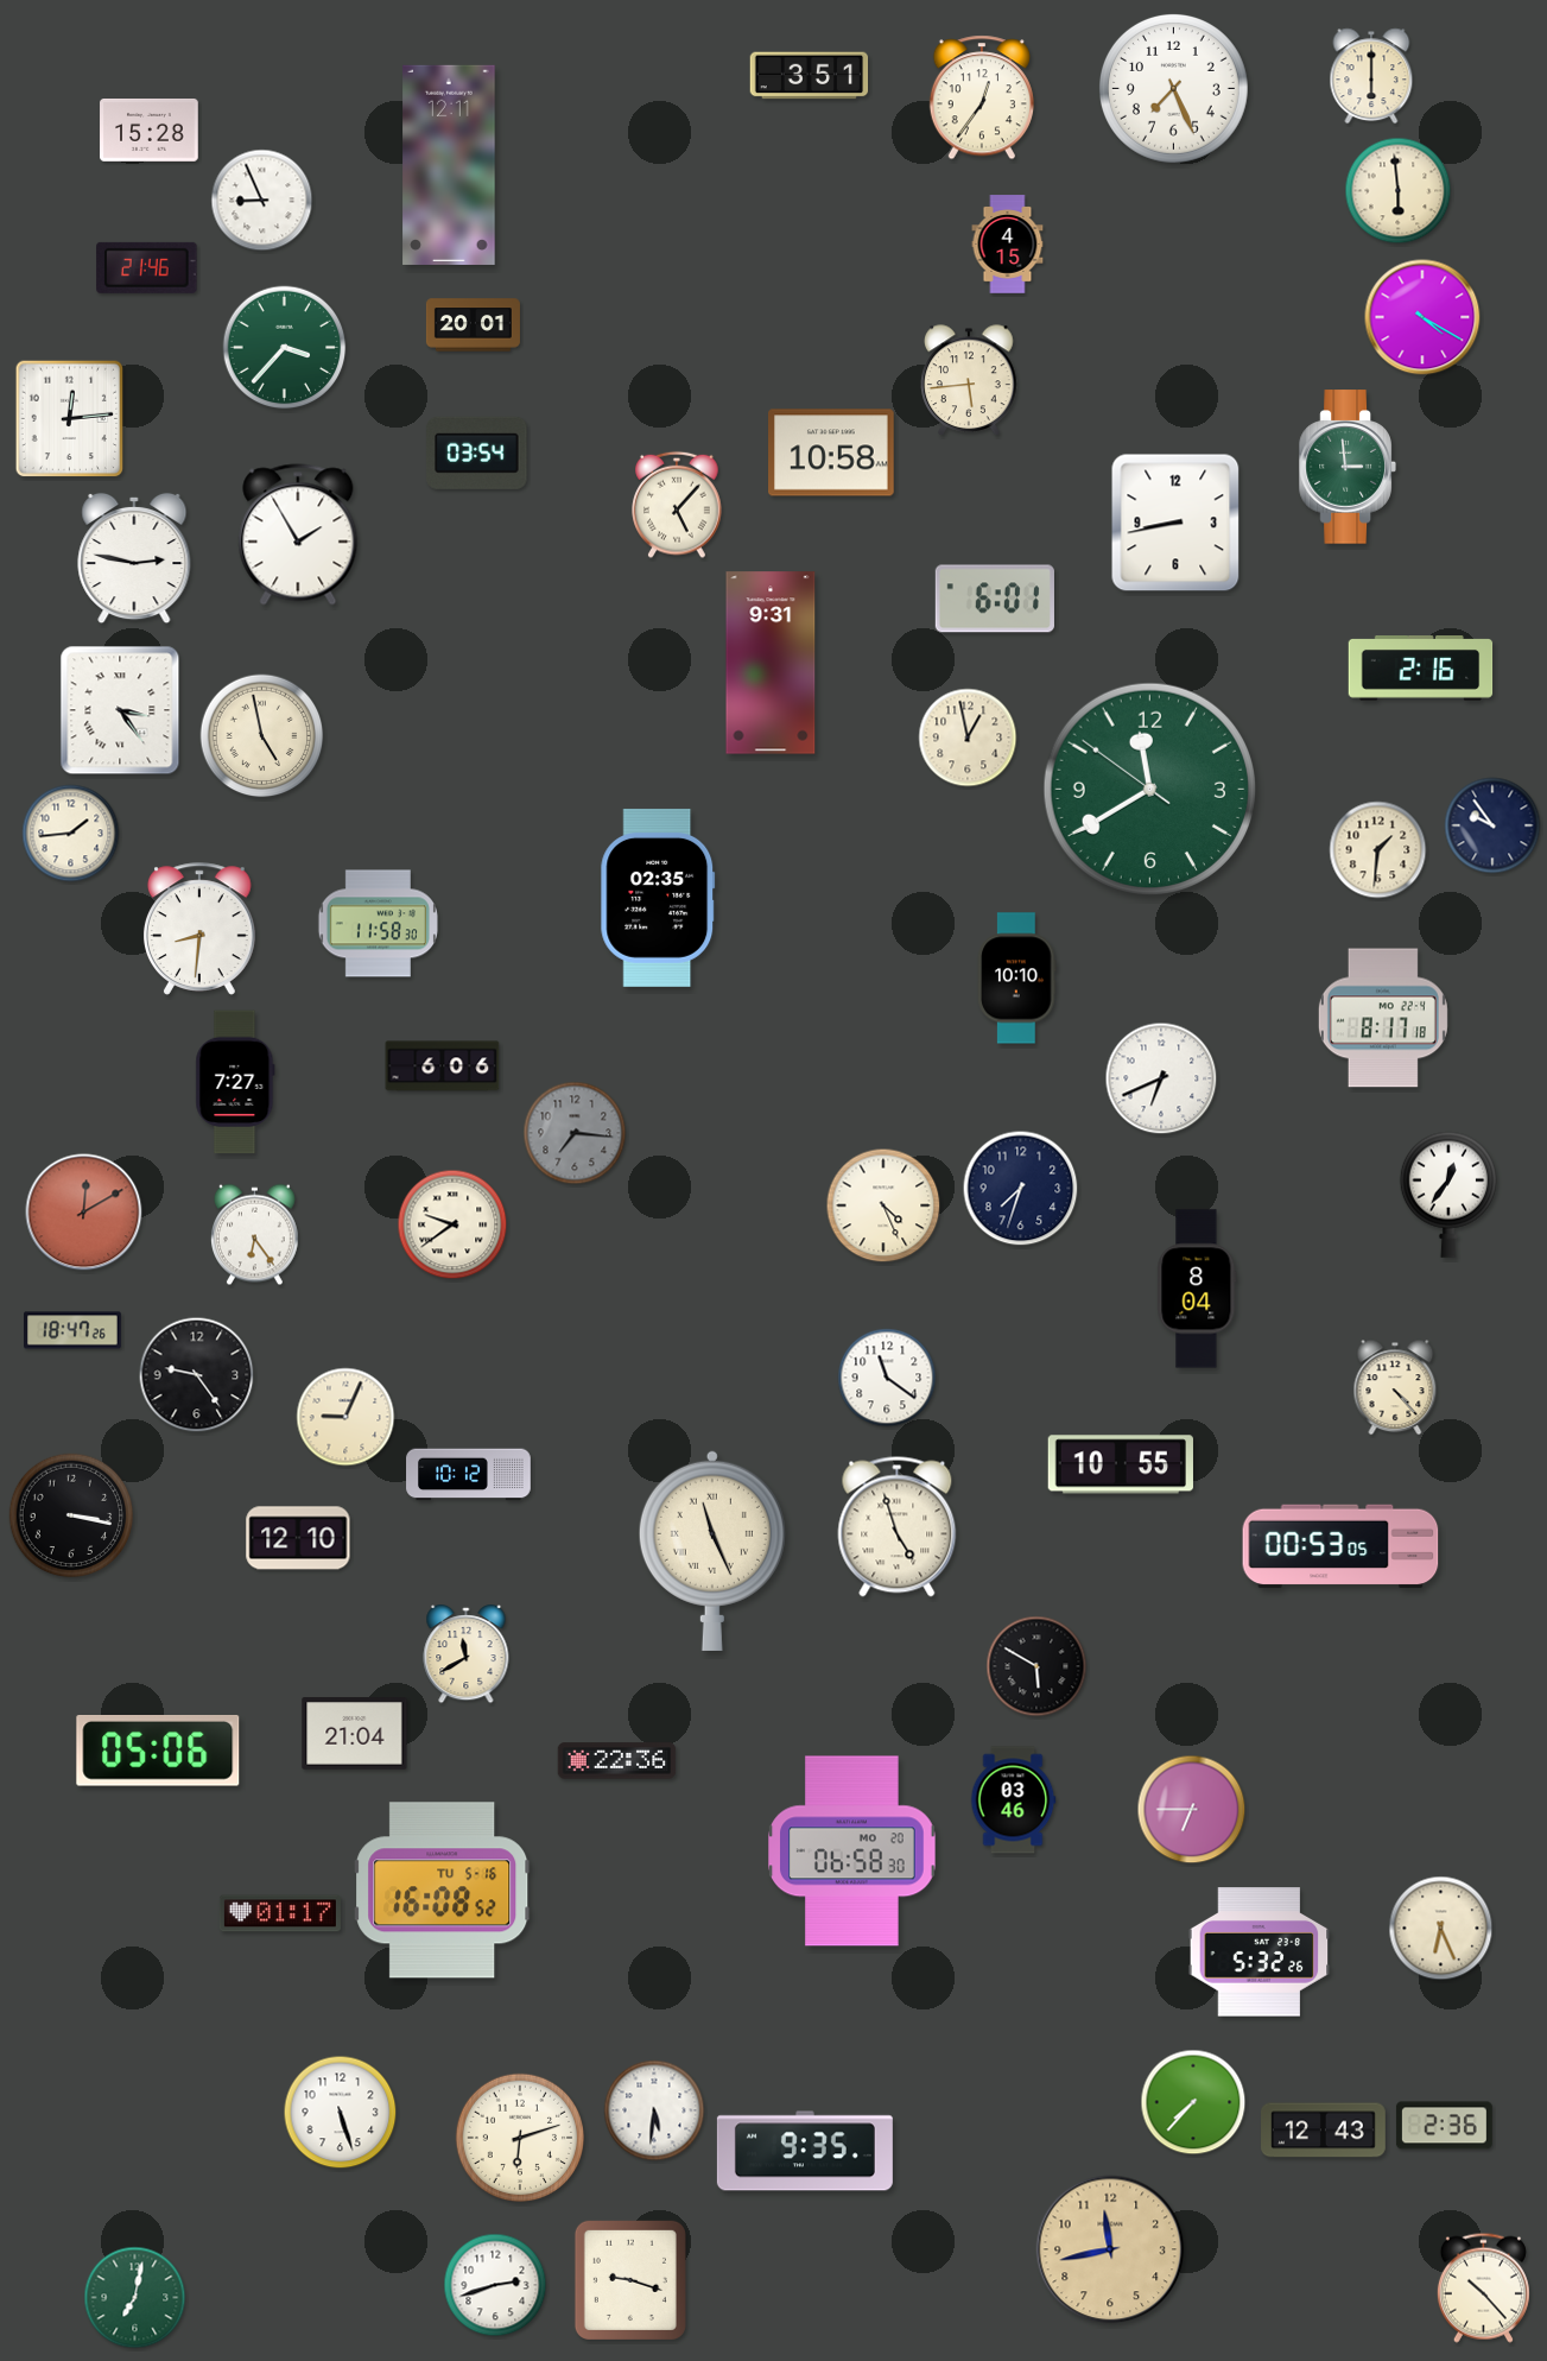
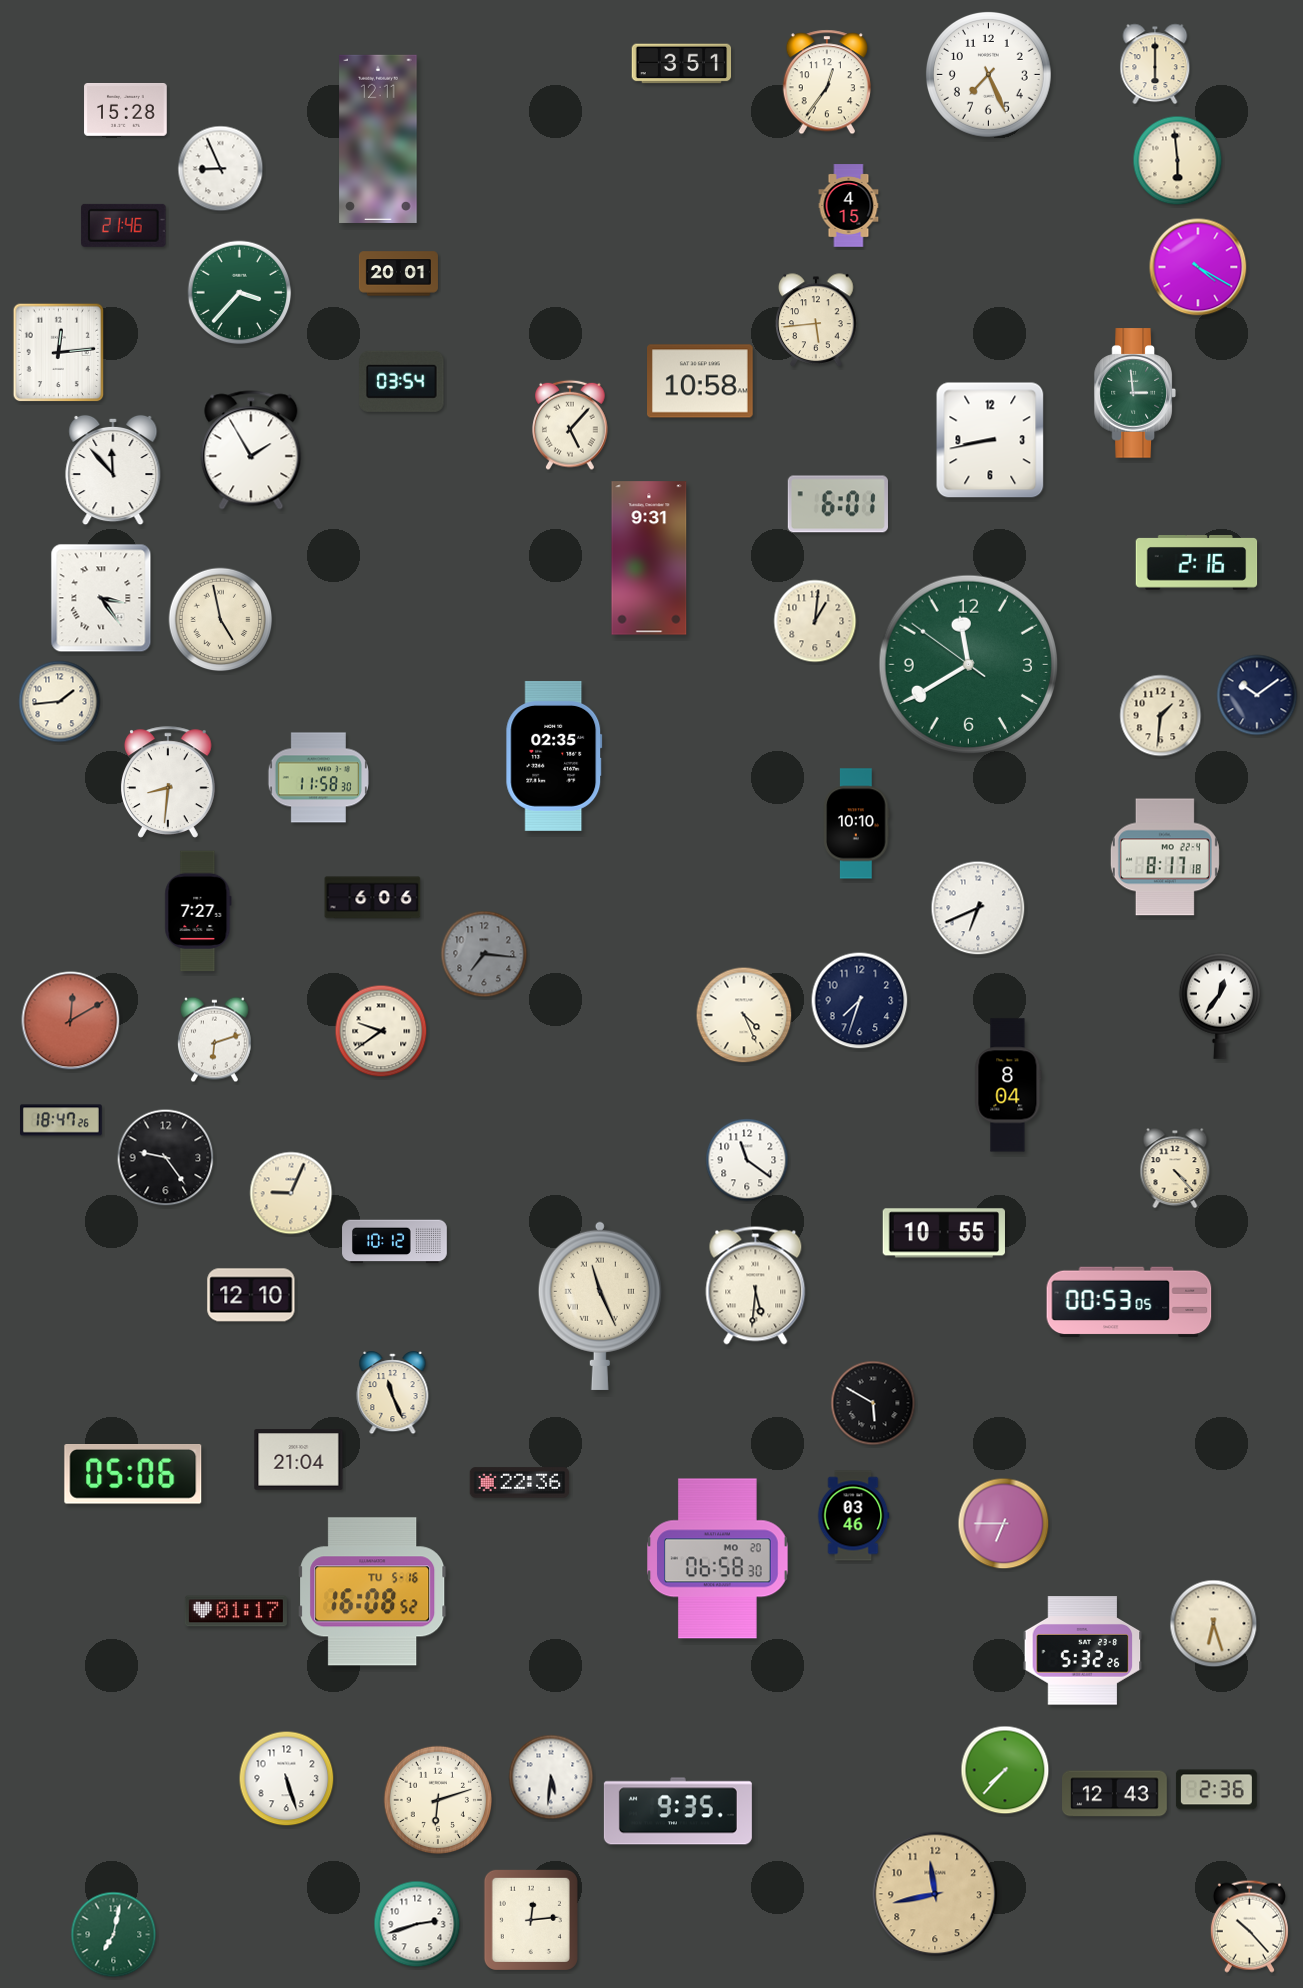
clock at (134, 558): 2:47 -> 11:53
clock at (968, 738): 12:58 -> 1:01
clock at (1492, 825): 9:54 -> 10:09
clock at (255, 1235): 6:24 -> 6:12
clock at (71, 1515): 3:17 -> none
clock at (898, 1527): 4:57 -> 5:31
clock at (467, 1656): 11:40 -> 11:26
clock at (1441, 1929): 6:26 -> 6:27
clock at (1260, 1952) position: (1260, 1952) -> (1083, 1651)
clock at (630, 2280): 9:18 -> 12:14
